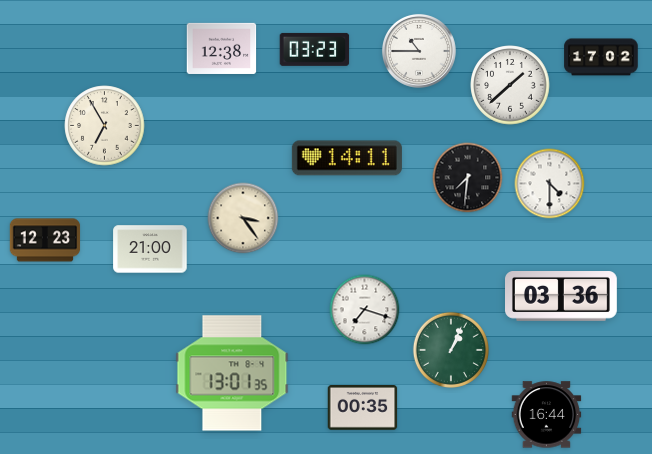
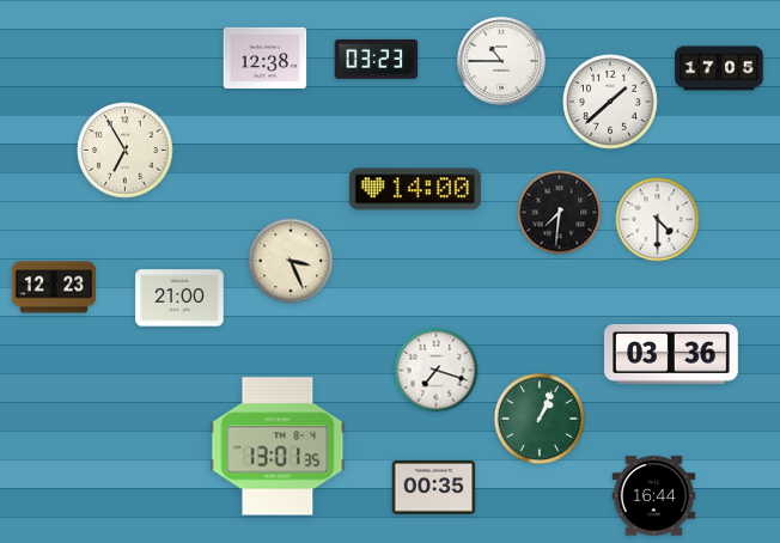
clock at (601, 57): 17:02 -> 17:05
clock at (347, 158): 14:11 -> 14:00
clock at (243, 218): 3:24 -> 3:26
